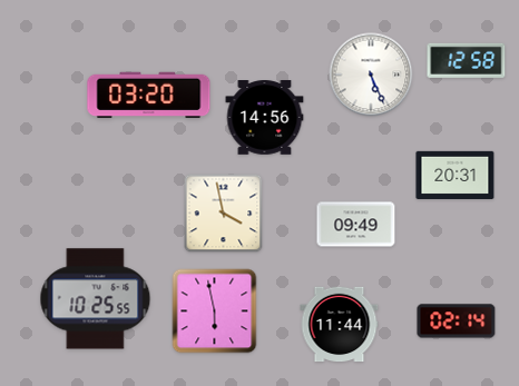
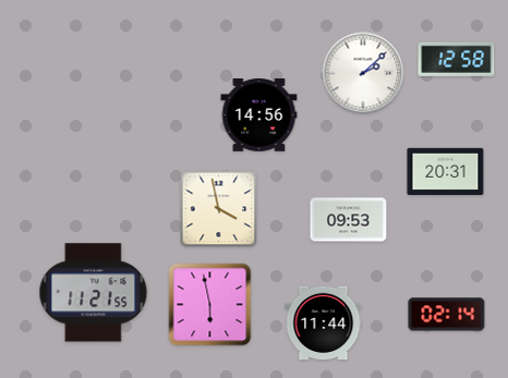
clock at (371, 75): 5:26 -> 2:08
clock at (149, 96): 03:20 -> none
clock at (356, 225): 09:49 -> 09:53
clock at (96, 299): 10:25 -> 11:21
clock at (340, 325) position: (340, 325) -> (324, 324)
